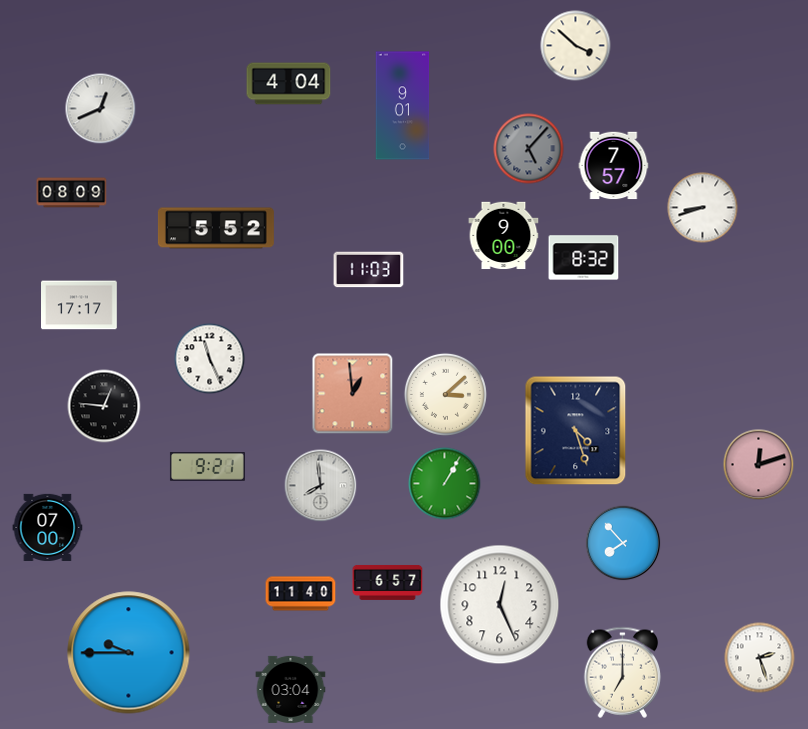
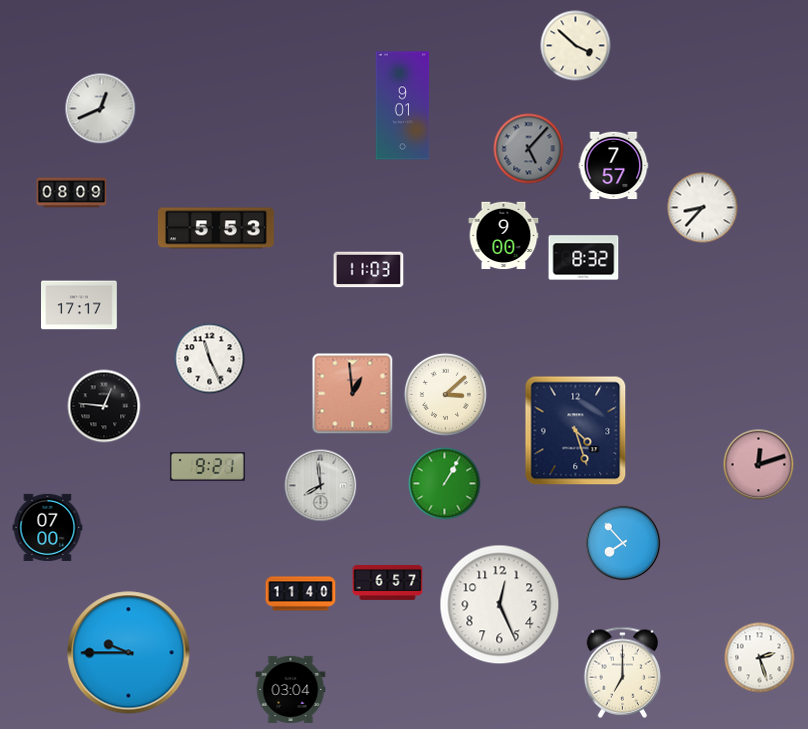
clock at (289, 84): 4:04 -> none
clock at (703, 208): 8:42 -> 8:37
clock at (216, 228): 5:52 -> 5:53
